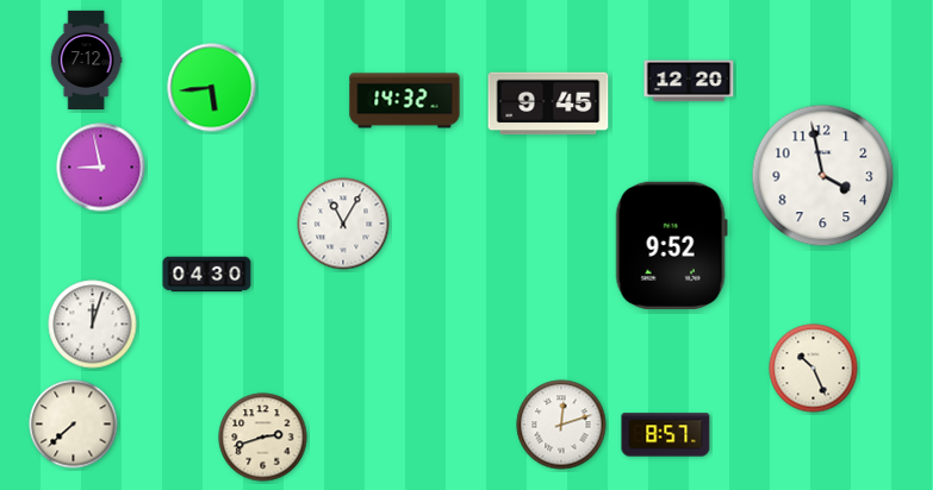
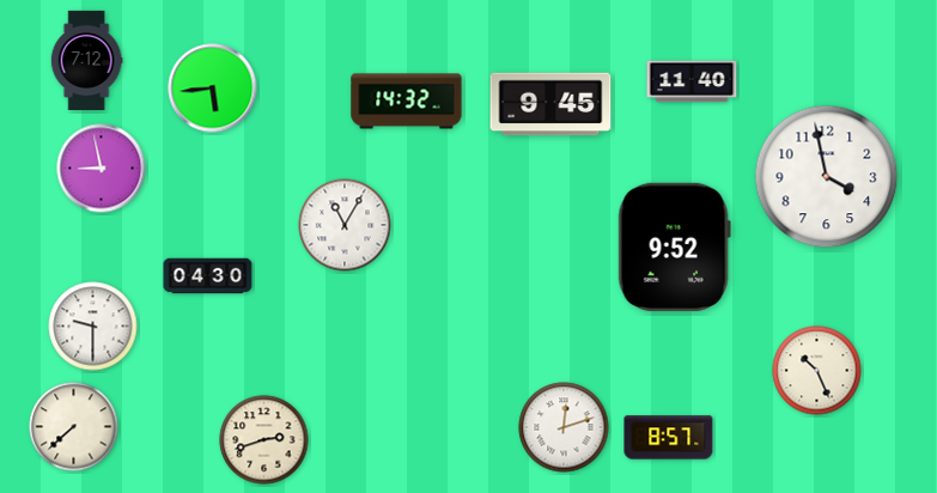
clock at (689, 81): 12:20 -> 11:40
clock at (93, 325): 12:03 -> 9:30
